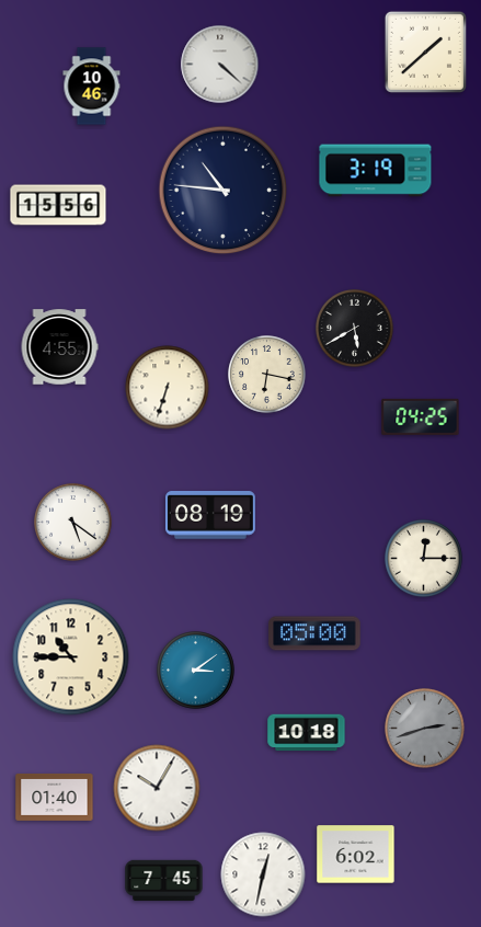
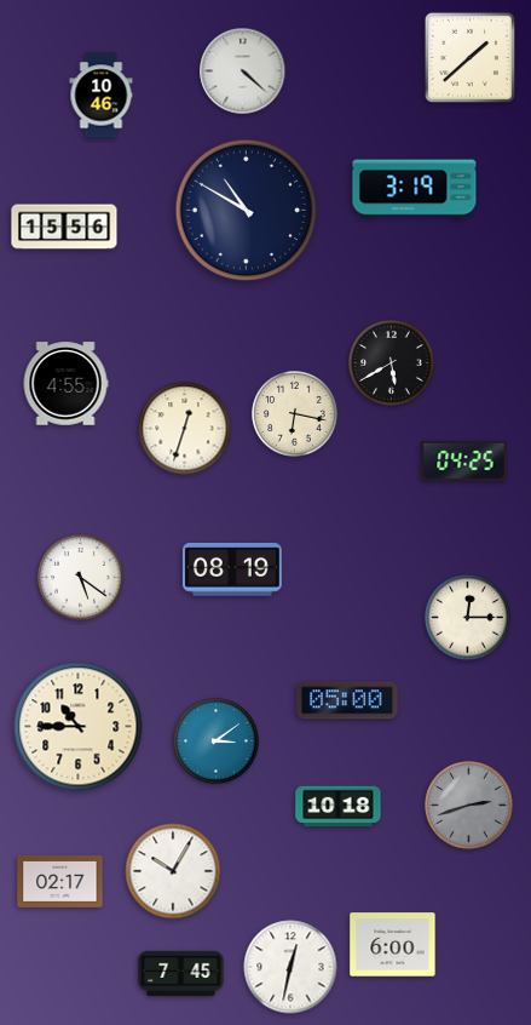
clock at (224, 191): 10:46 -> 10:50
clock at (168, 388): 6:33 -> 12:33
clock at (307, 733) position: (307, 733) -> (339, 807)
clock at (55, 797): 01:40 -> 02:17
clock at (356, 855): 6:02 -> 6:00
